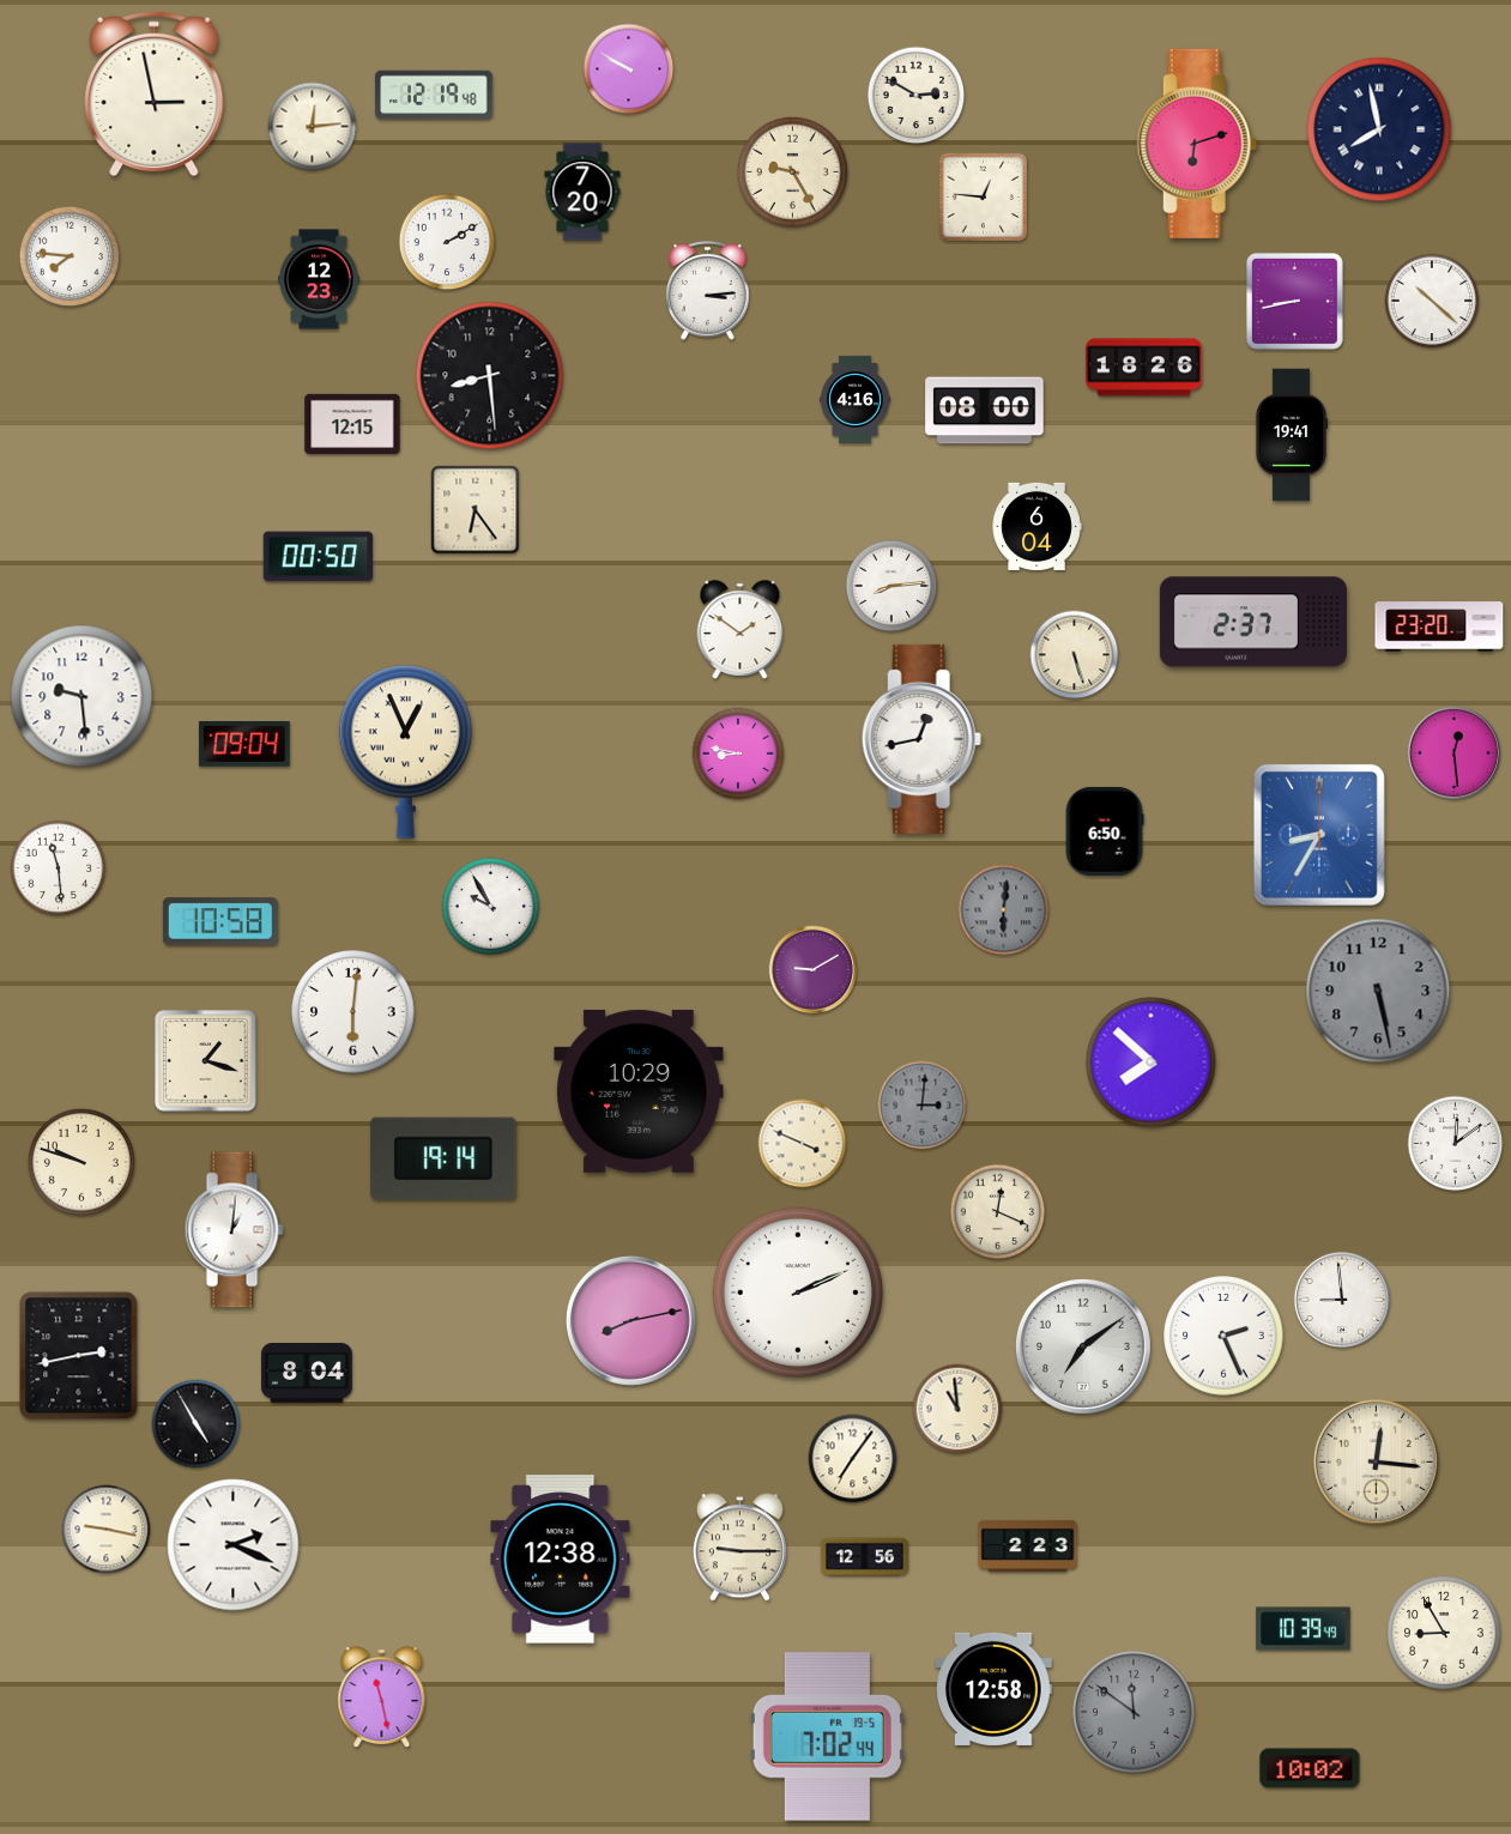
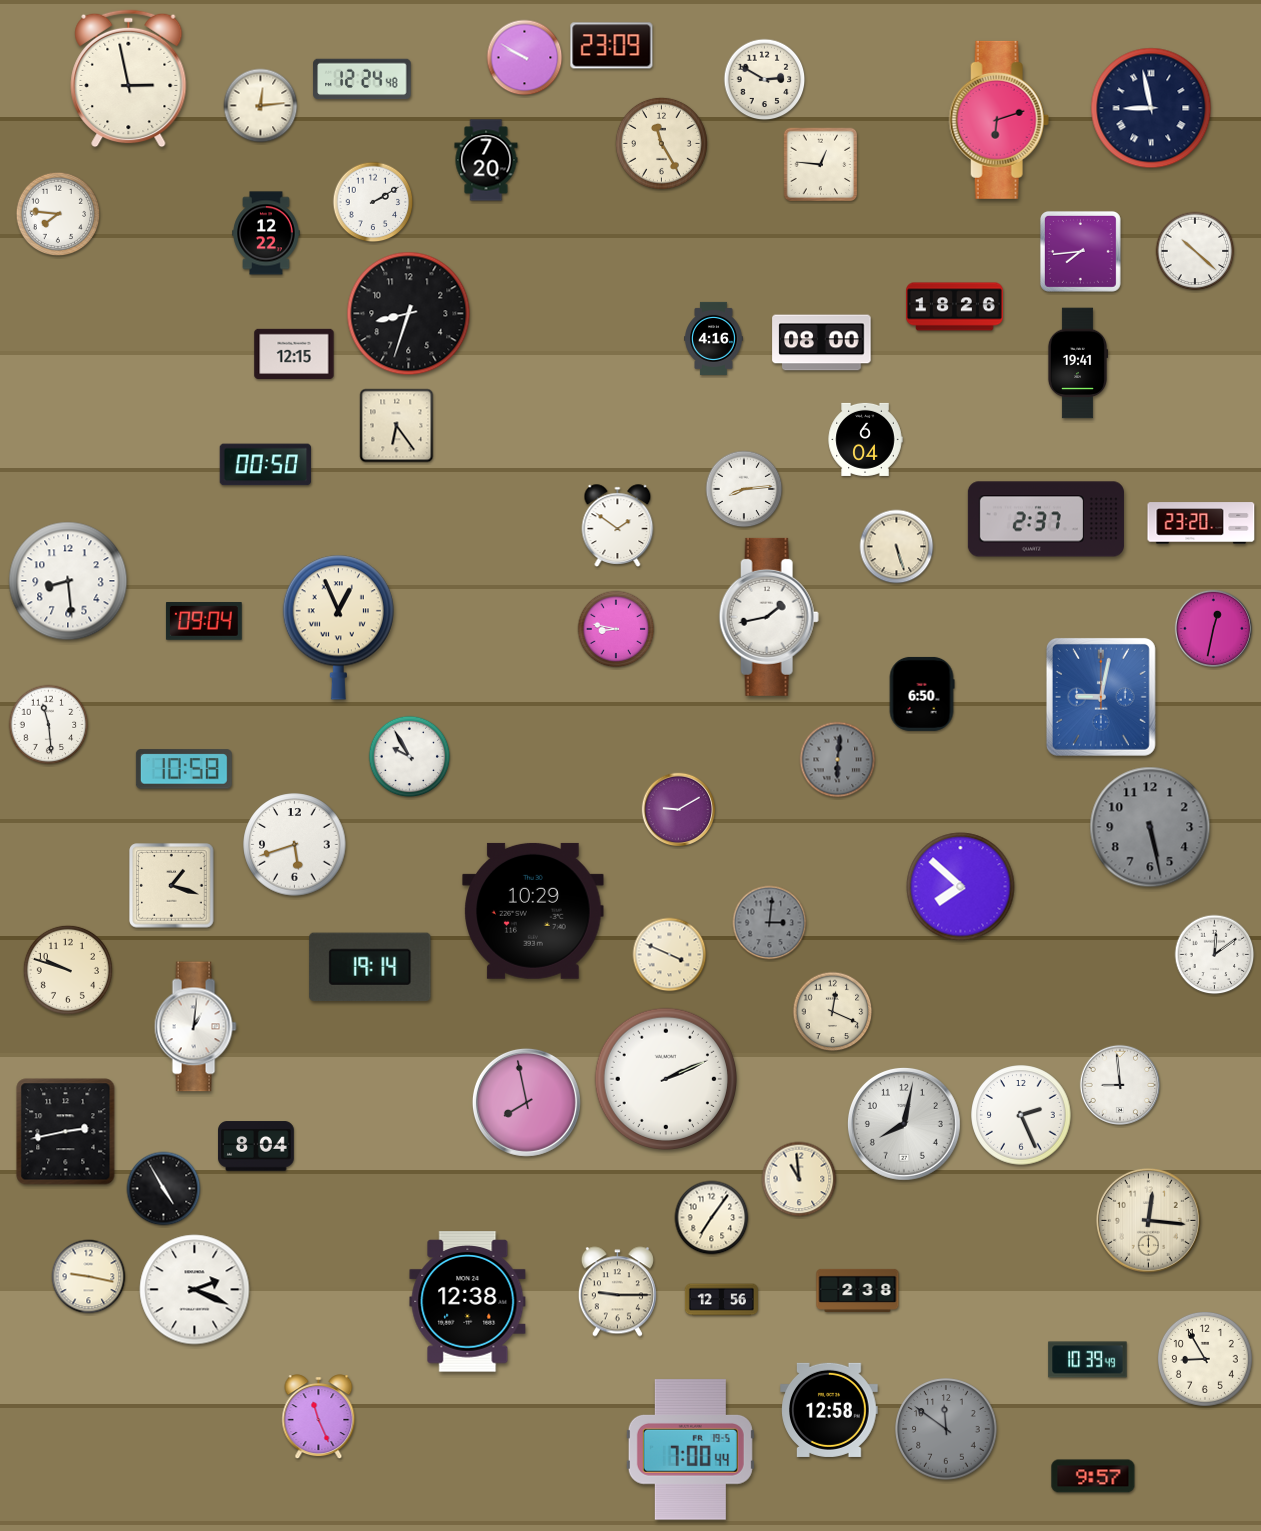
clock at (612, 46): none -> 23:09
clock at (434, 95): 12:19 -> 12:24
clock at (1379, 129): 7:58 -> 8:58
clock at (792, 171): 9:25 -> 11:25
clock at (319, 279): 12:23 -> 12:22
clock at (708, 291): 3:14 -> none
clock at (1294, 301): 8:43 -> 7:44
clock at (490, 376): 8:29 -> 8:33
clock at (856, 399) position: (856, 399) -> (714, 338)
clock at (81, 696): 9:29 -> 8:29
clock at (921, 739): 12:43 -> 1:43
clock at (1453, 752): 12:29 -> 12:32
clock at (1319, 835): 8:35 -> 9:02
clock at (353, 1012): 6:01 -> 5:42
clock at (630, 1320): 8:13 -> 7:58
clock at (1083, 1346): 7:09 -> 8:02
clock at (957, 1409) position: (957, 1409) -> (799, 1179)
clock at (1028, 1545): 2:23 -> 2:38
clock at (1444, 1633) position: (1444, 1633) -> (1205, 1359)
clock at (382, 1697): 11:28 -> 11:26
clock at (827, 1737): 7:02 -> 7:00
clock at (1310, 1768): 10:02 -> 9:57
